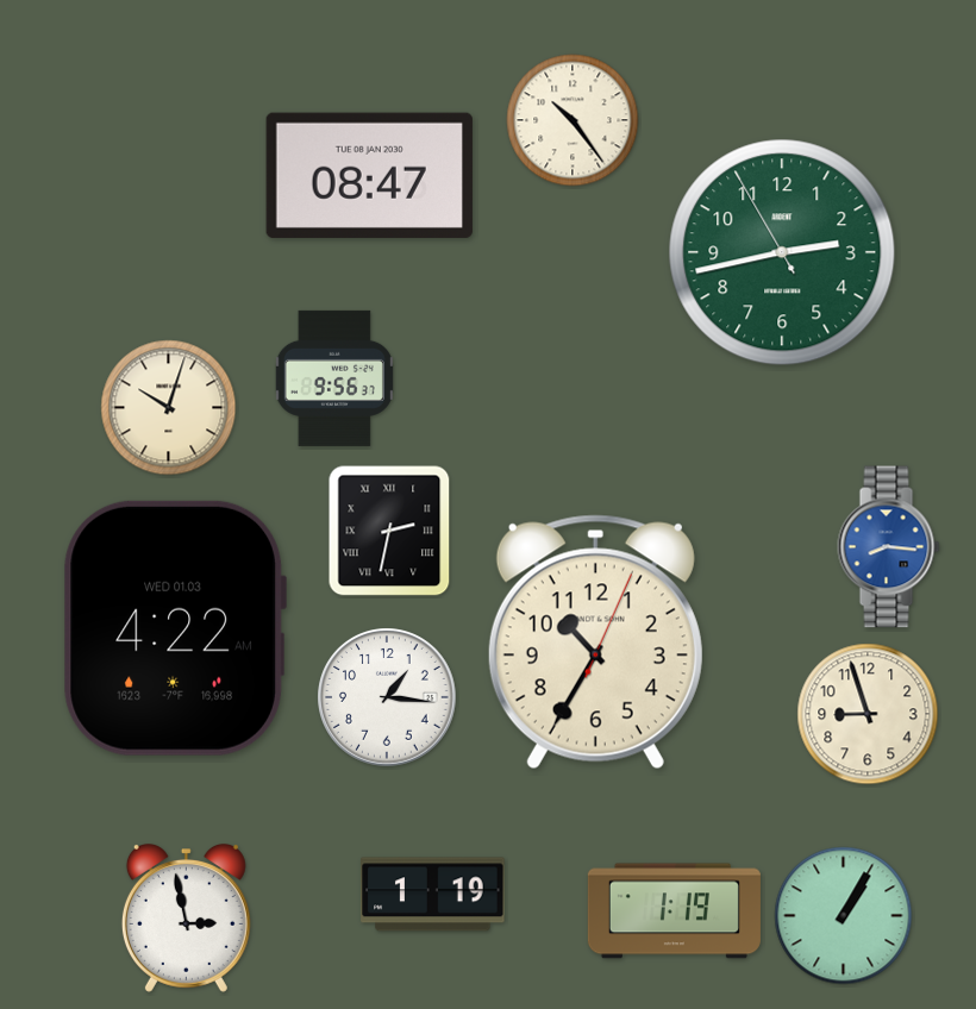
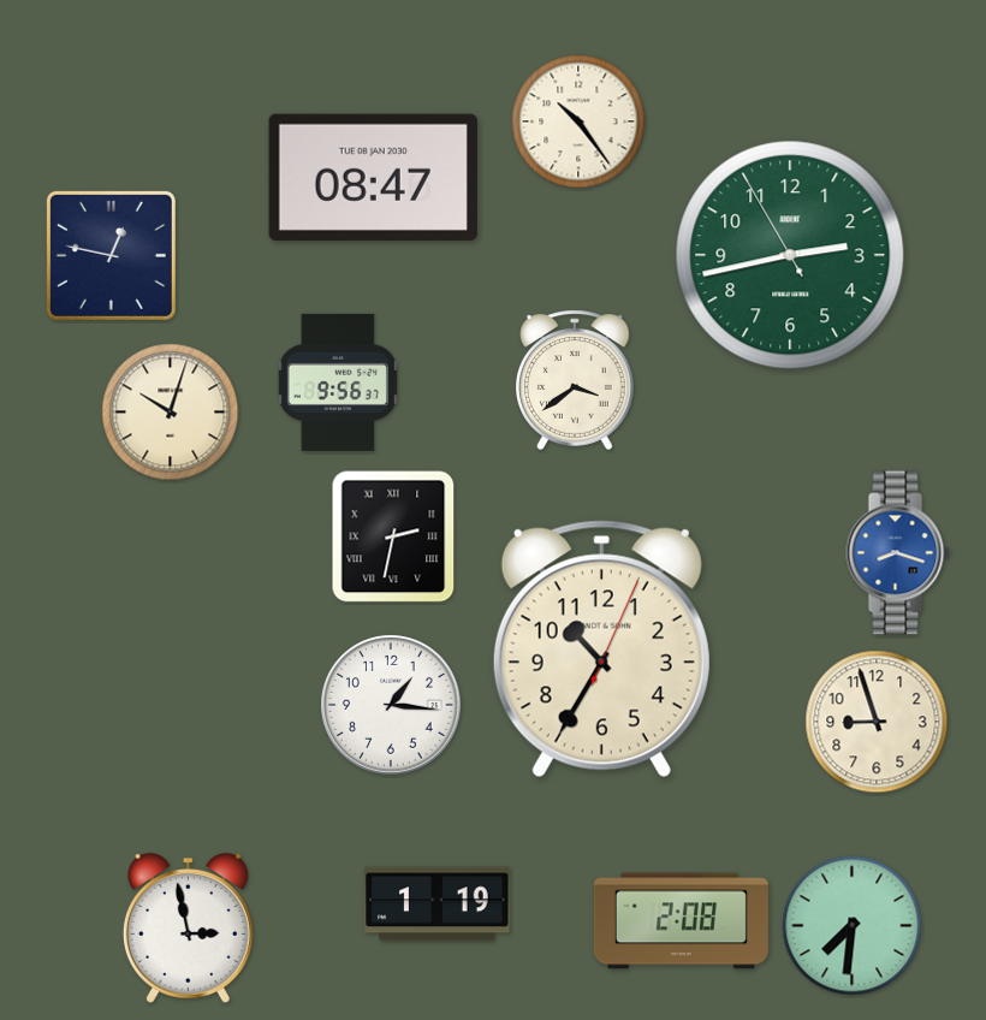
clock at (111, 255): none -> 12:47
clock at (576, 380): none -> 3:39
clock at (889, 547): 8:16 -> 8:18
clock at (175, 628): 4:22 -> none
clock at (674, 911): 1:19 -> 2:08
clock at (844, 916): 1:05 -> 7:31
